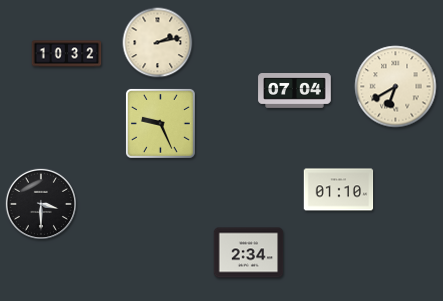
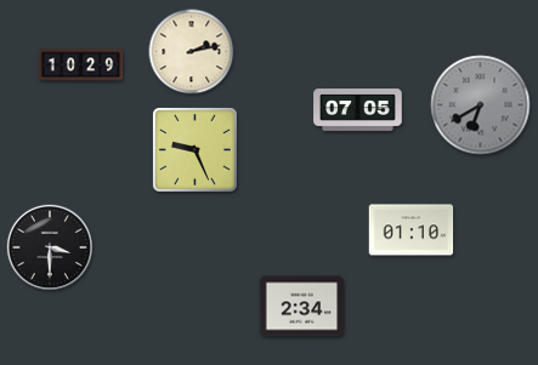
clock at (67, 54): 10:32 -> 10:29
clock at (396, 87) dial: cream -> grey
clock at (295, 91): 07:04 -> 07:05
